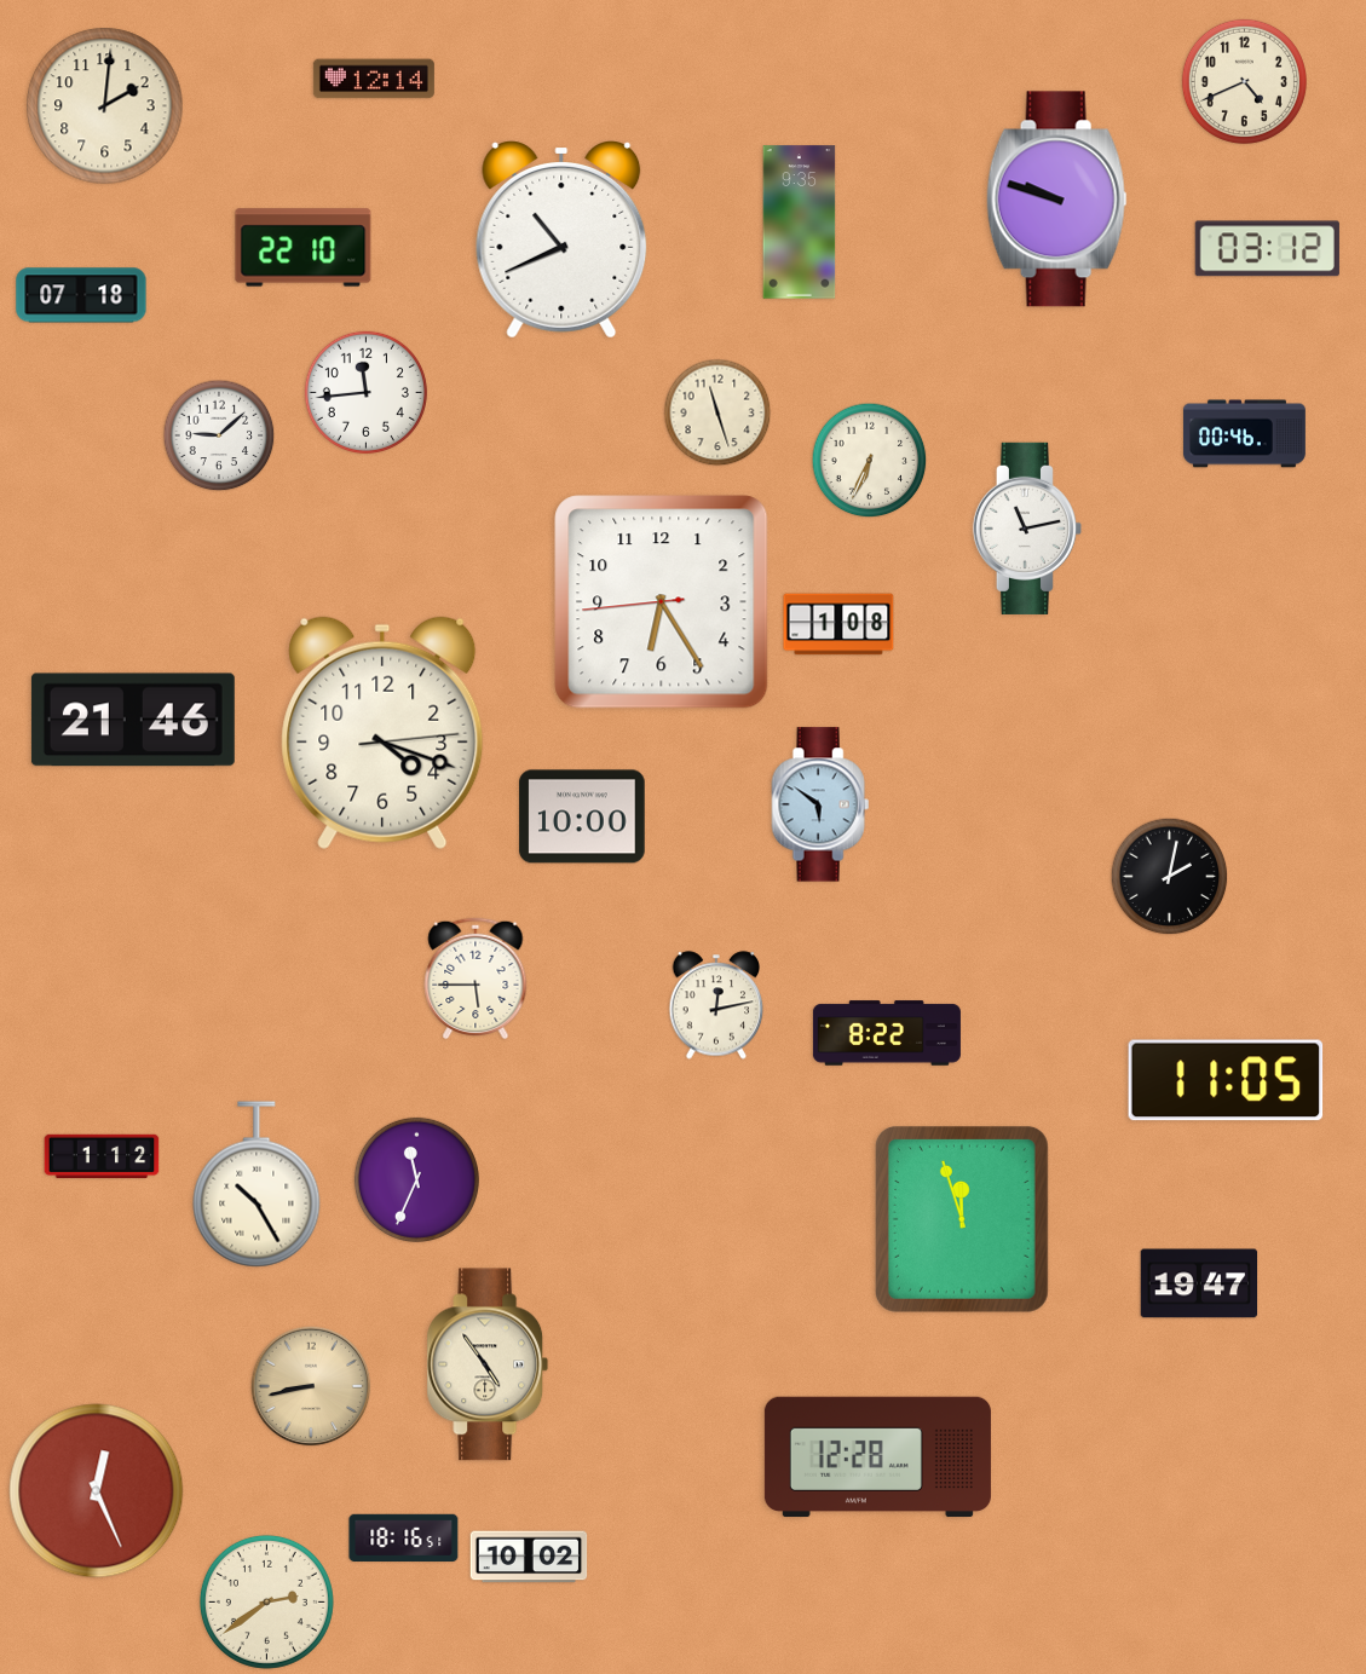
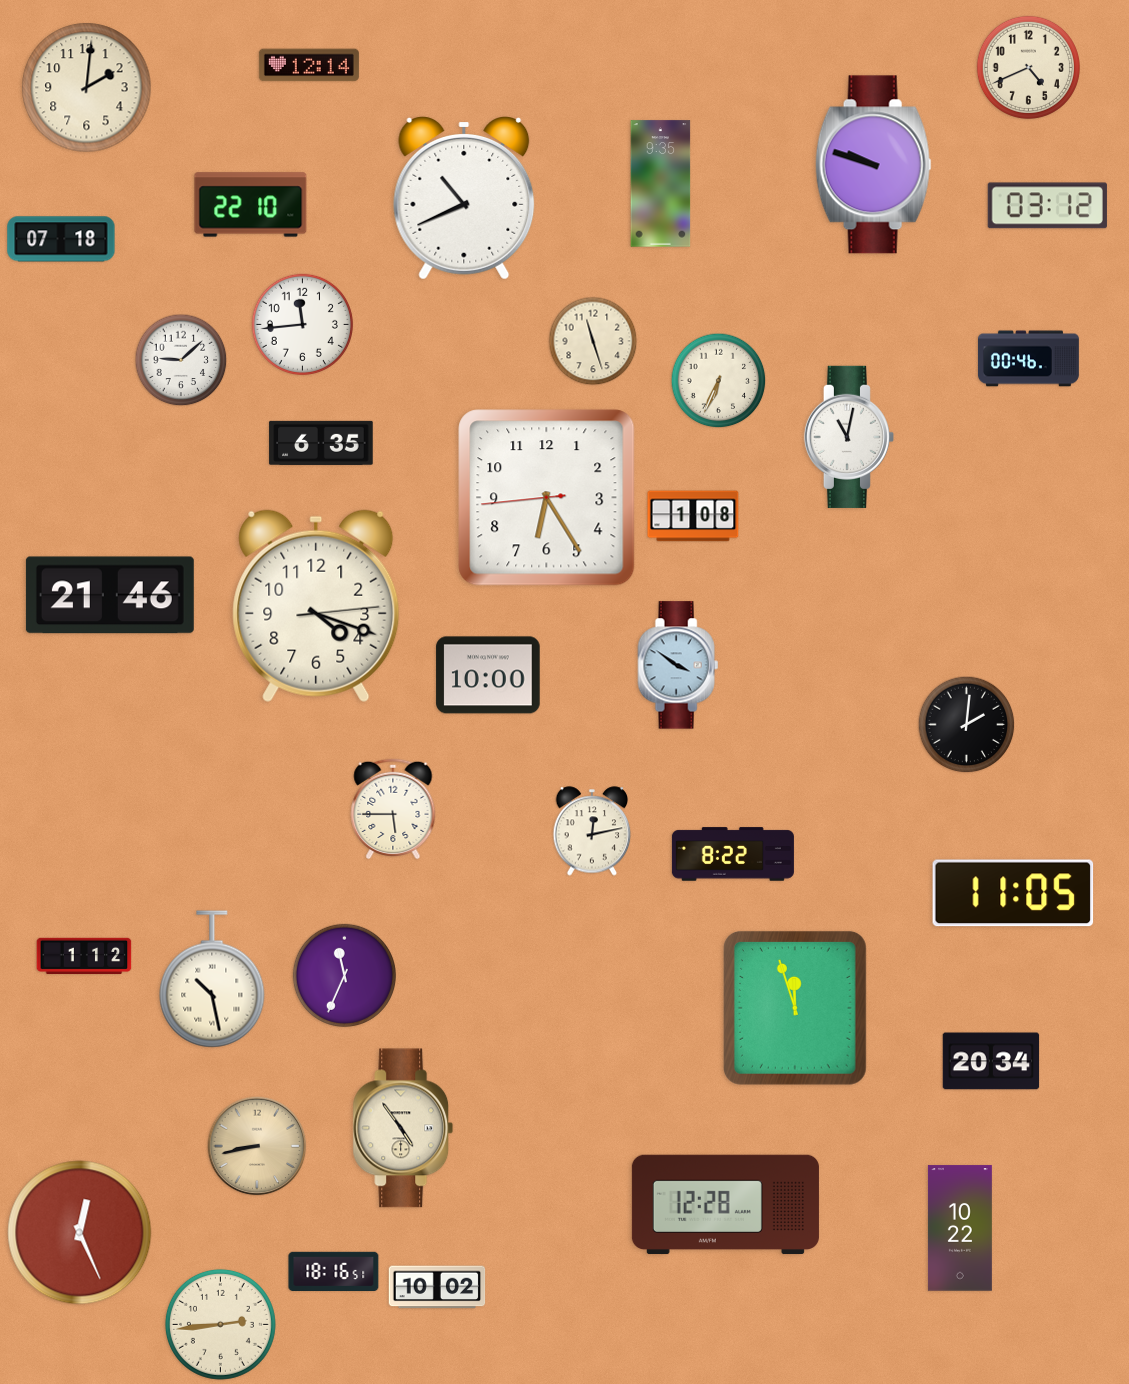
clock at (81, 295) position: (81, 295) -> (61, 239)
clock at (1027, 529): 11:13 -> 11:02
clock at (321, 443): none -> 6:35
clock at (820, 804): 5:51 -> 3:51
clock at (582, 816) position: (582, 816) -> (488, 675)
clock at (1170, 877): 2:02 -> 2:01
clock at (257, 1184): 10:25 -> 10:28
clock at (1199, 1283): 19:47 -> 20:34
clock at (960, 1228): none -> 10:22
clock at (266, 1601): 2:39 -> 2:44
